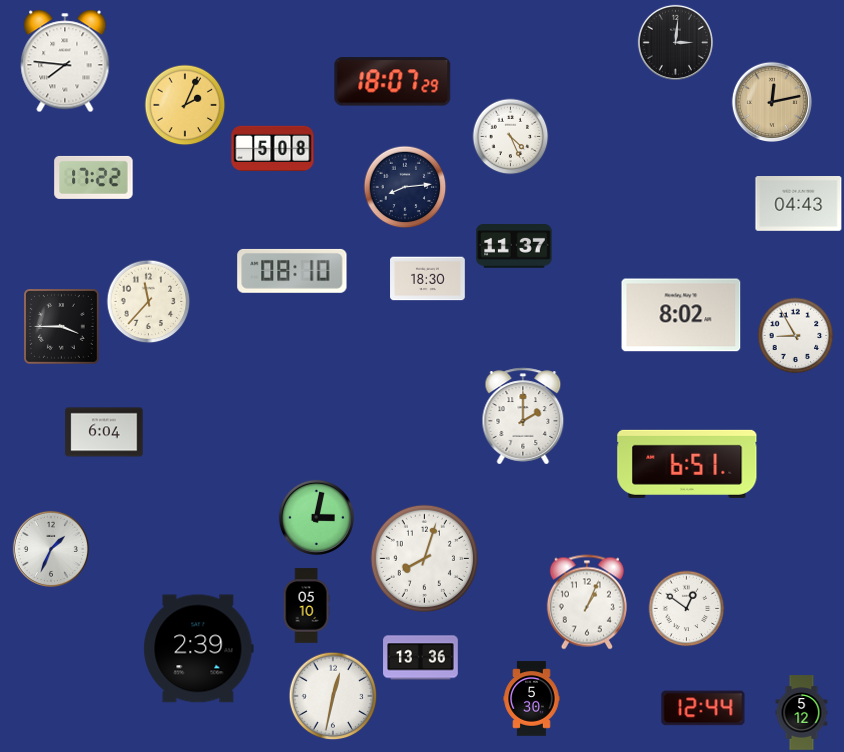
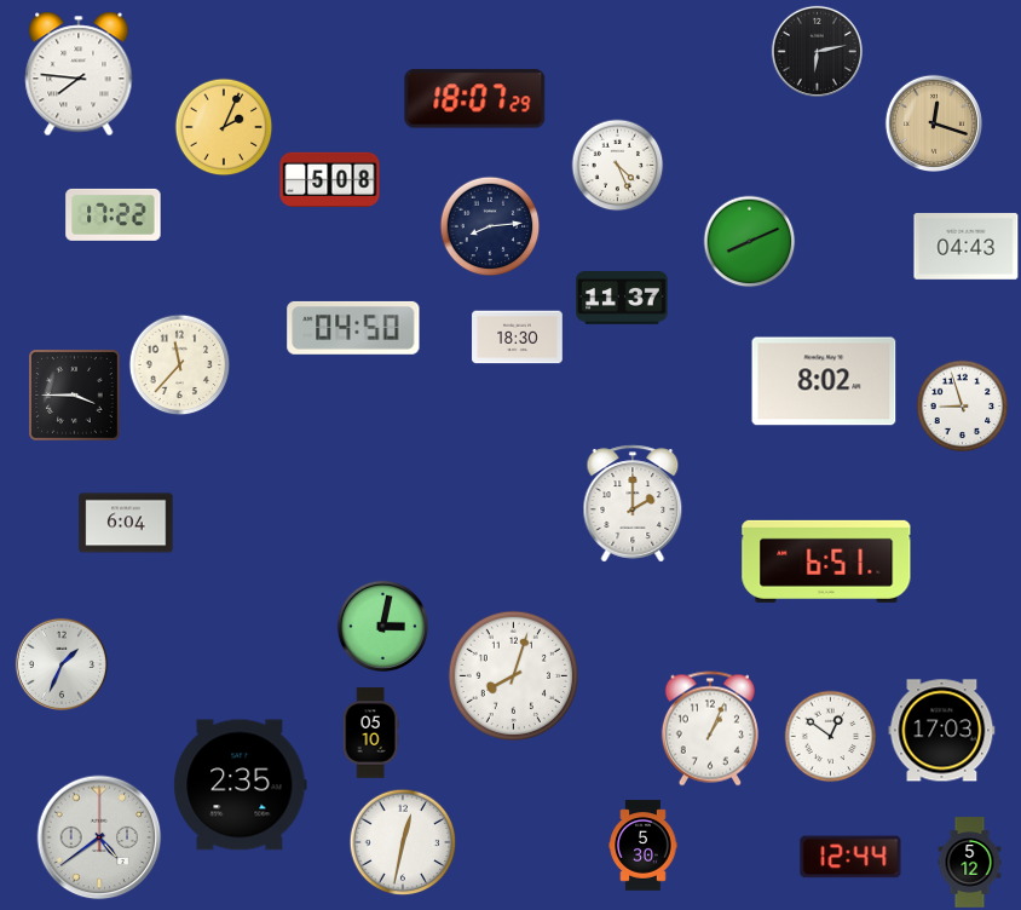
clock at (675, 42): 3:01 -> 6:13
clock at (771, 101): 12:13 -> 12:18
clock at (750, 242): none -> 8:11
clock at (292, 271): 08:10 -> 04:50
clock at (796, 336): 8:55 -> 8:57
clock at (687, 464) position: (687, 464) -> (826, 561)
clock at (942, 731): none -> 17:03
clock at (199, 649): 2:39 -> 2:35
clock at (421, 658): 13:36 -> none
clock at (99, 837): none -> 4:39
